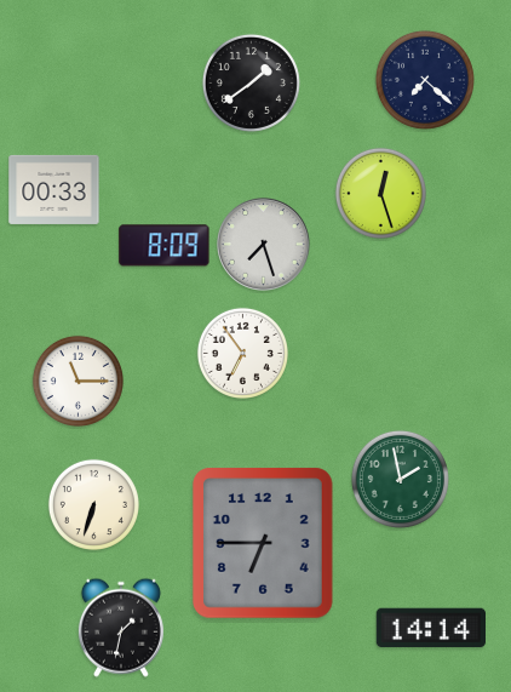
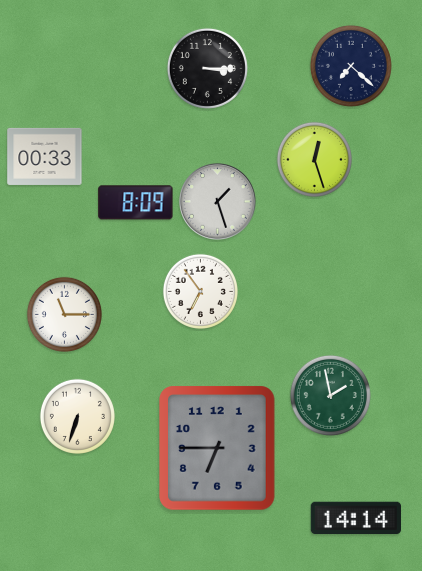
clock at (251, 82): 1:39 -> 3:15
clock at (264, 245): 7:27 -> 1:27
clock at (121, 628): 1:32 -> none
